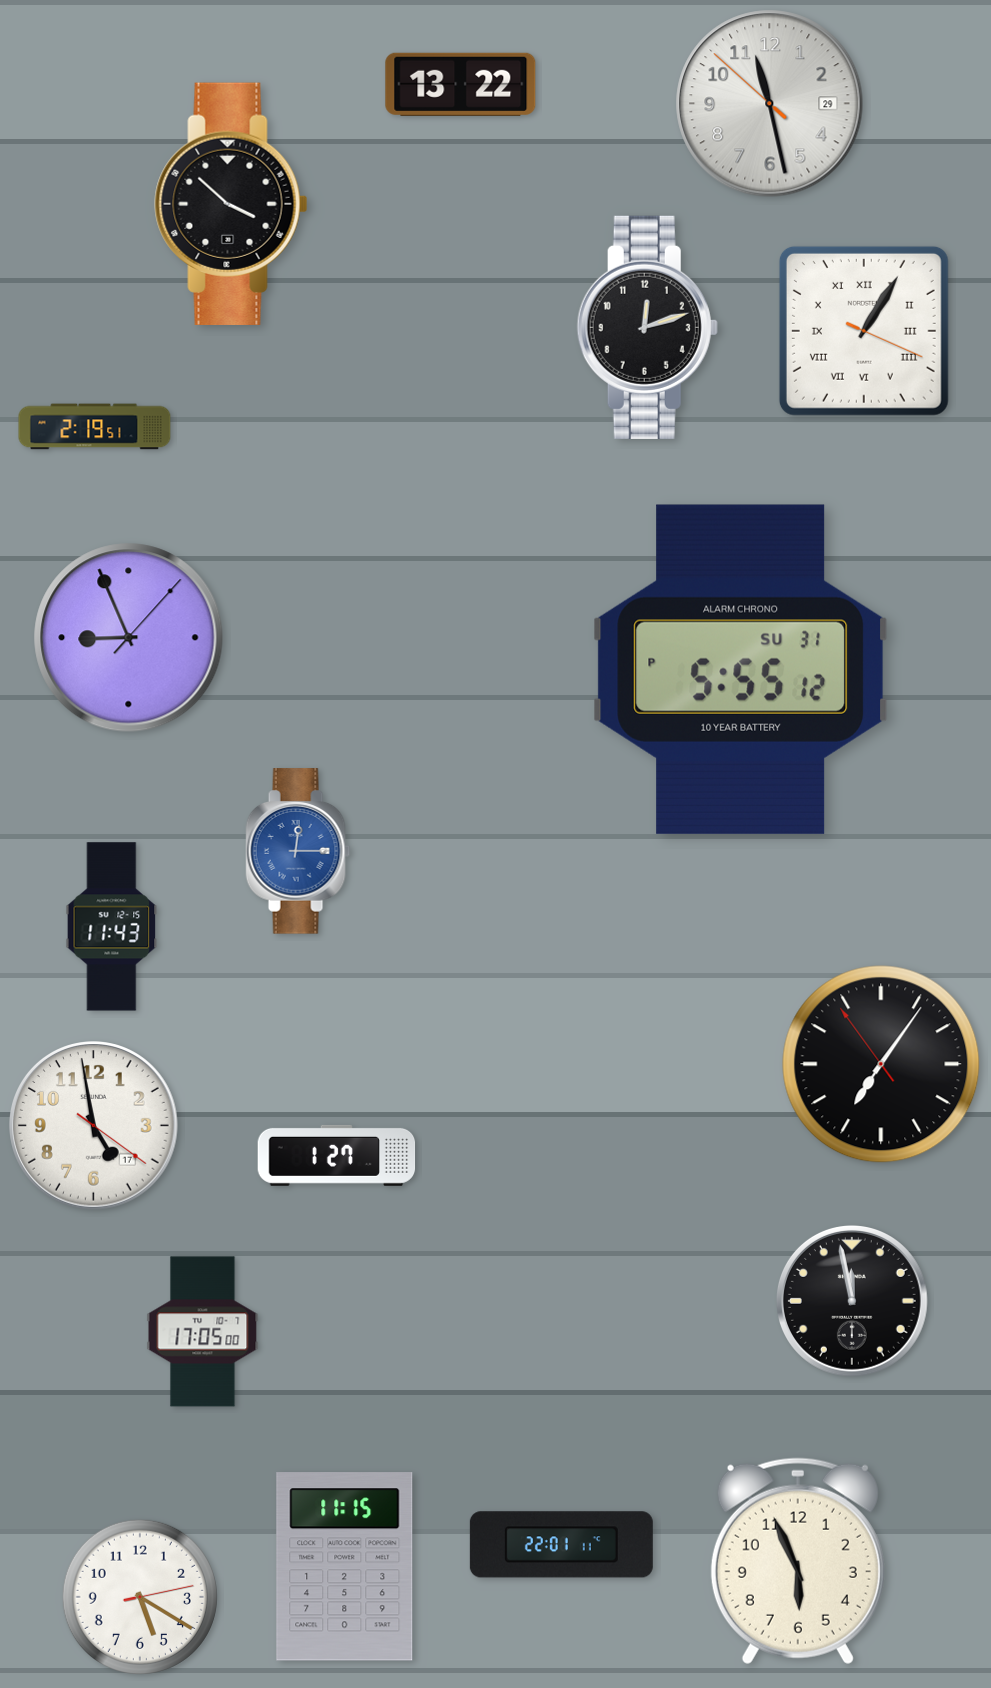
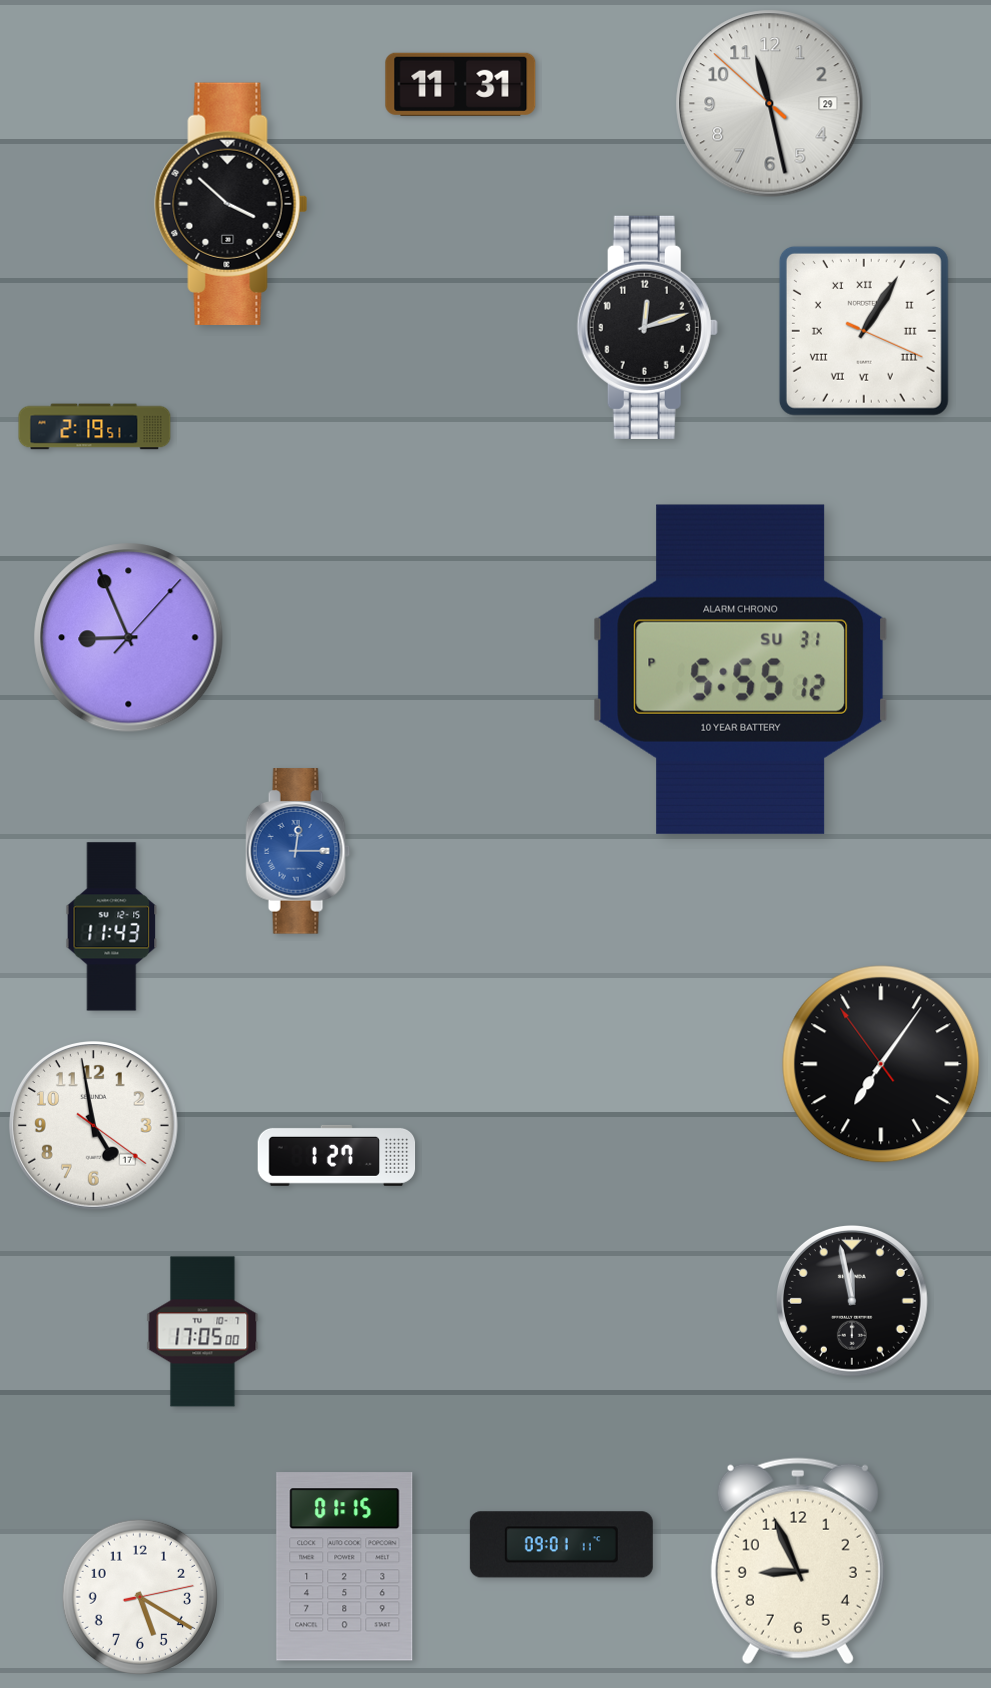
clock at (461, 84): 13:22 -> 11:31
clock at (561, 1545): 22:01 -> 09:01
clock at (798, 1561): 5:56 -> 8:56
clock at (345, 1567): 11:15 -> 01:15
